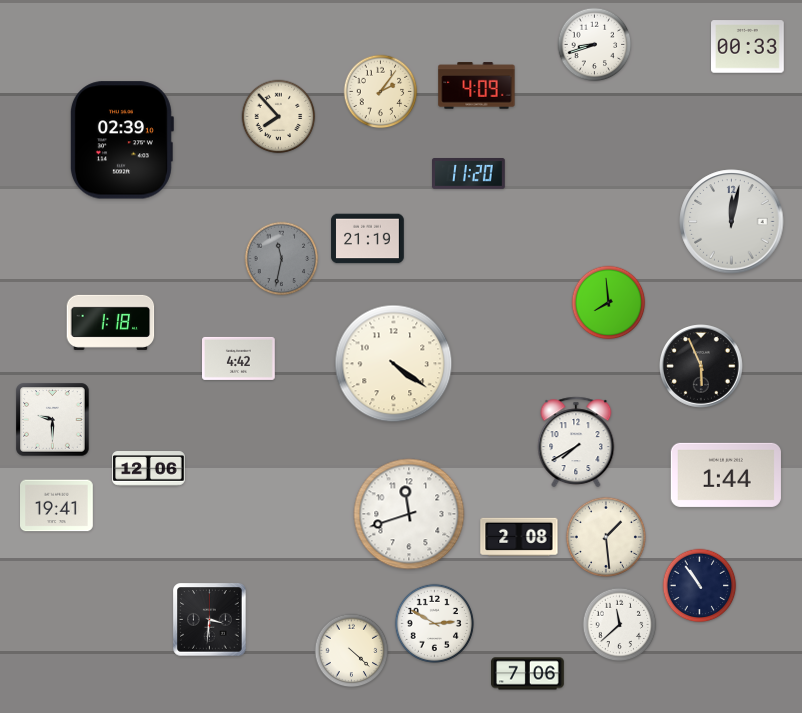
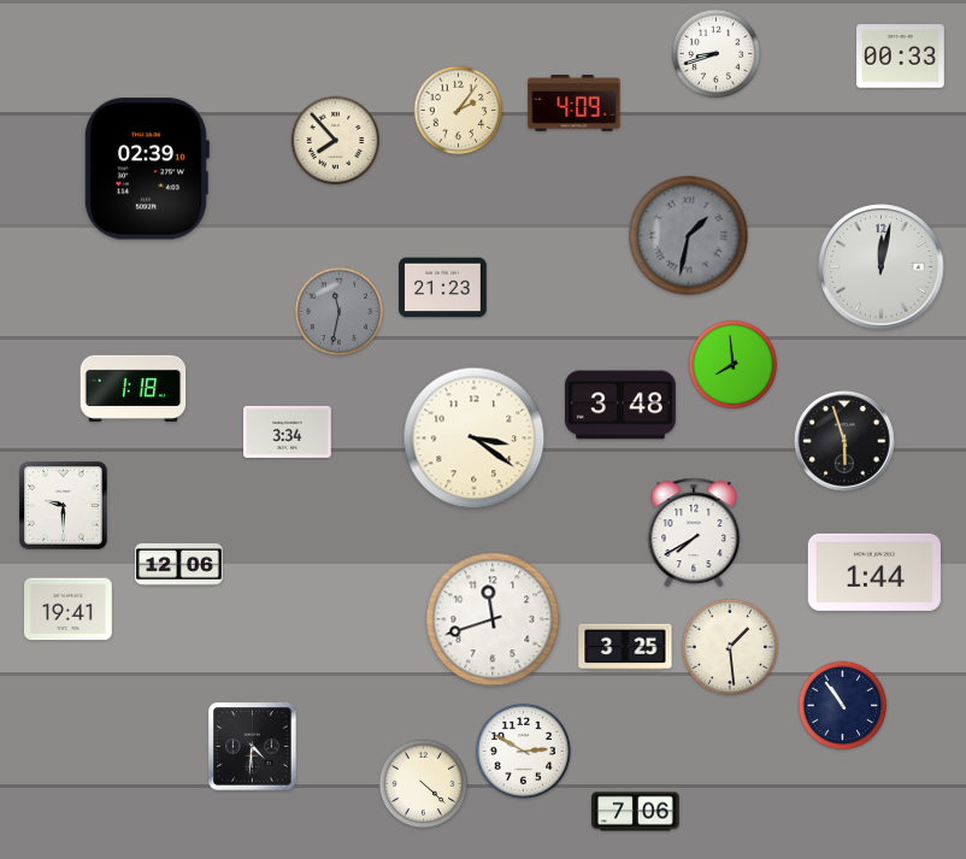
clock at (469, 174): 11:20 -> none
clock at (689, 236): none -> 1:32
clock at (368, 239): 21:19 -> 21:23
clock at (620, 405): none -> 3:48
clock at (239, 358): 4:42 -> 3:34
clock at (394, 364): 4:21 -> 3:21
clock at (702, 367): 5:56 -> 5:57
clock at (519, 536): 2:08 -> 3:25
clock at (210, 620): 3:31 -> 4:31
clock at (620, 625): 11:38 -> none
